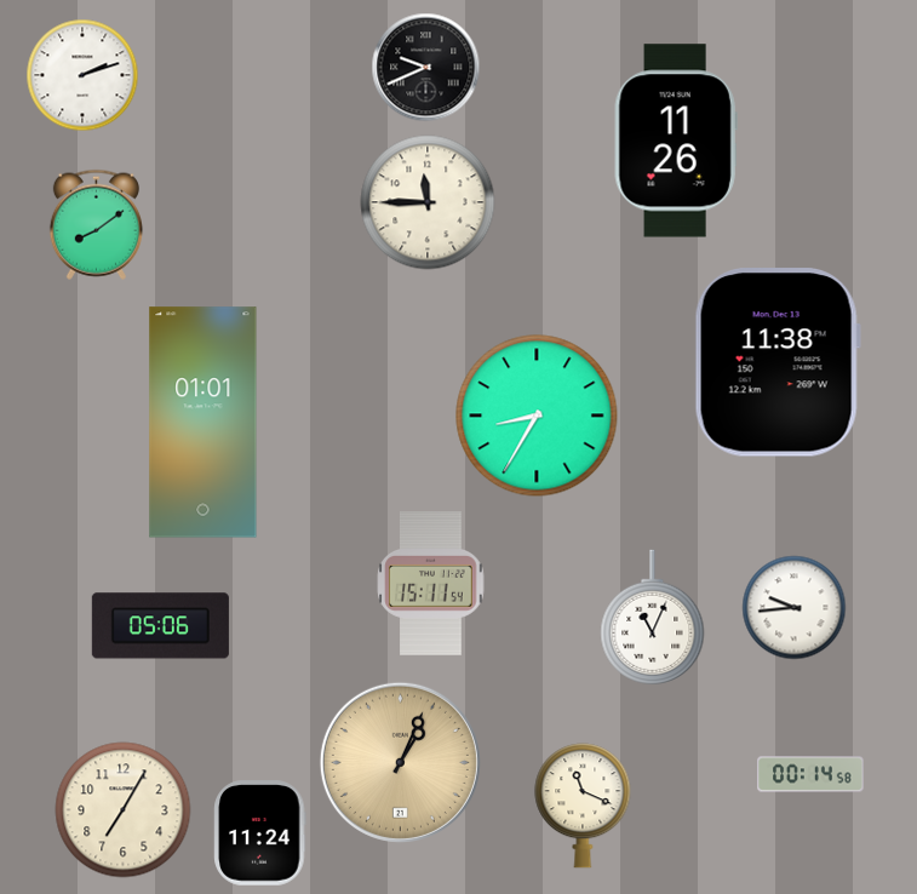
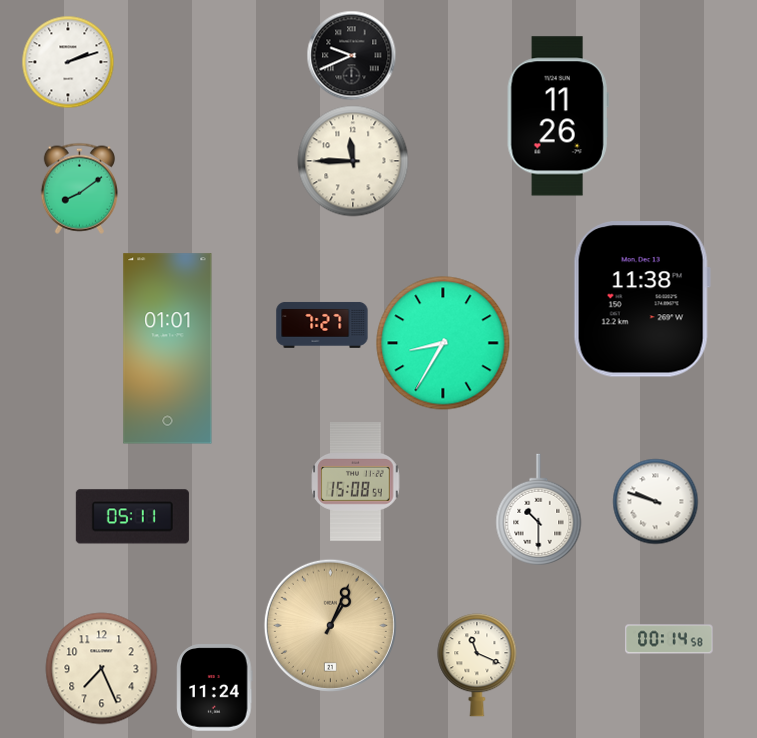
clock at (428, 202) position: (428, 202) -> (353, 161)
clock at (96, 224) position: (96, 224) -> (79, 188)
clock at (322, 325): none -> 7:27
clock at (431, 584): 15:11 -> 15:08
clock at (795, 608): 9:44 -> 9:48
clock at (653, 618): 11:04 -> 10:30
clock at (160, 626): 05:06 -> 05:11
clock at (400, 762) position: (400, 762) -> (330, 625)
clock at (583, 806) position: (583, 806) -> (477, 665)
clock at (124, 810): 7:05 -> 7:26
